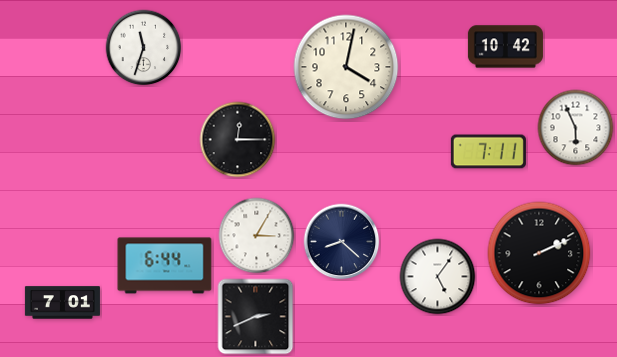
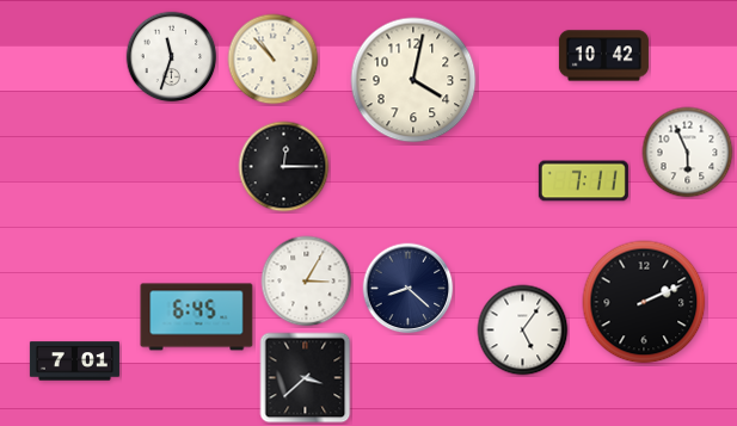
clock at (274, 60): none -> 10:53
clock at (165, 266): 6:44 -> 6:45
clock at (256, 317): 2:41 -> 3:38
